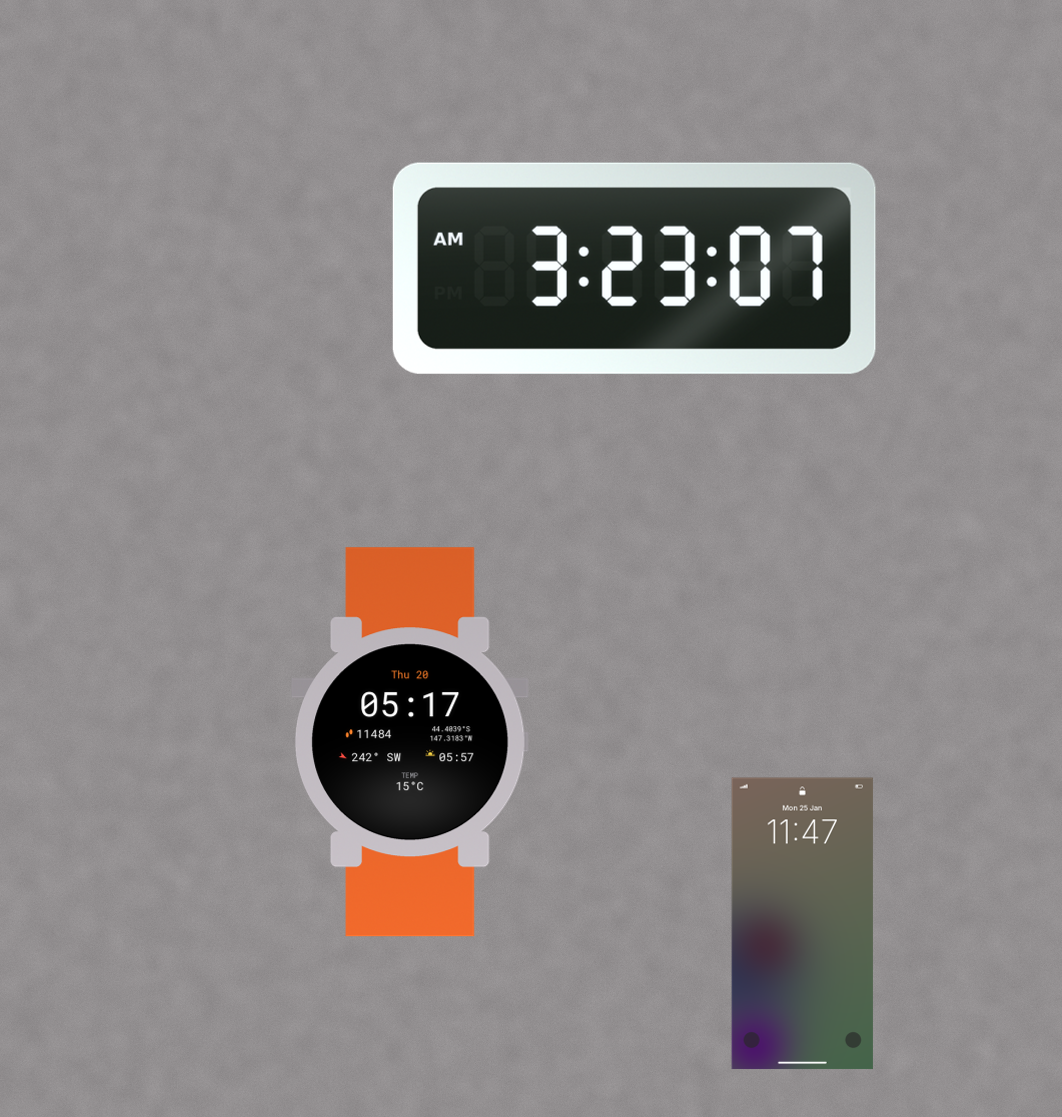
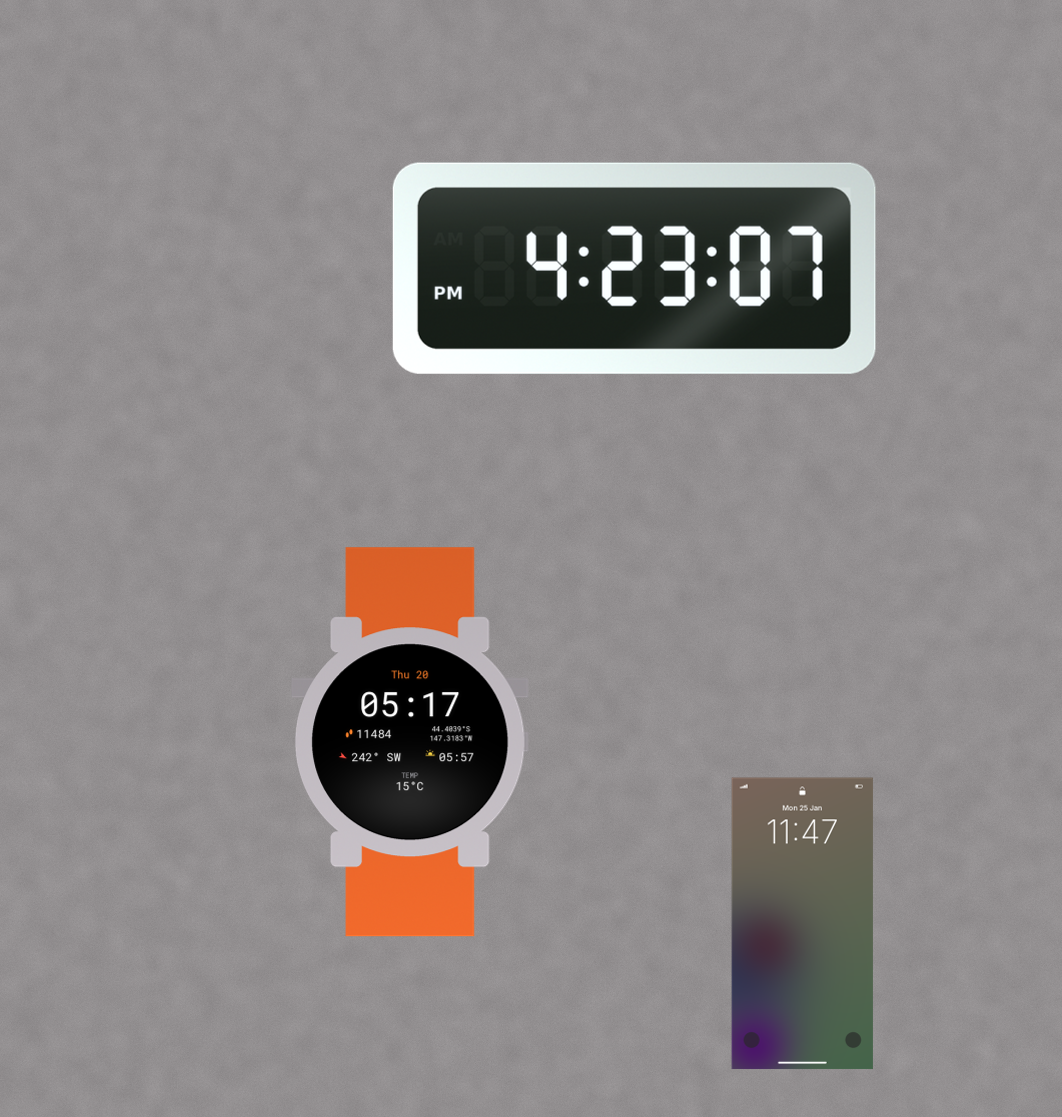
clock at (634, 268): 3:23 -> 4:23
